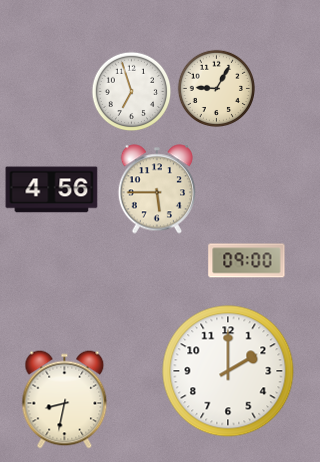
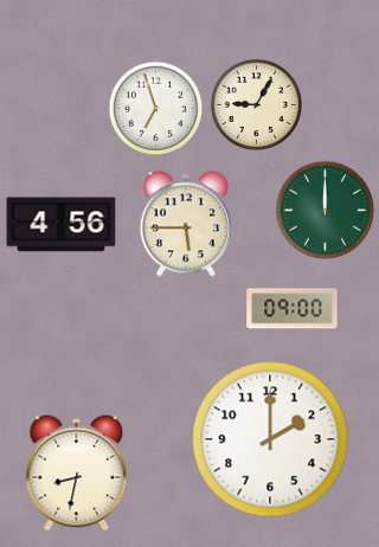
clock at (325, 210): none -> 12:00
